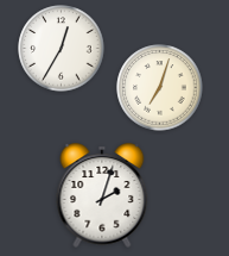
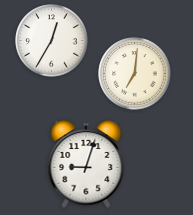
clock at (160, 88): 7:03 -> 7:01
clock at (102, 195): 2:03 -> 9:03
